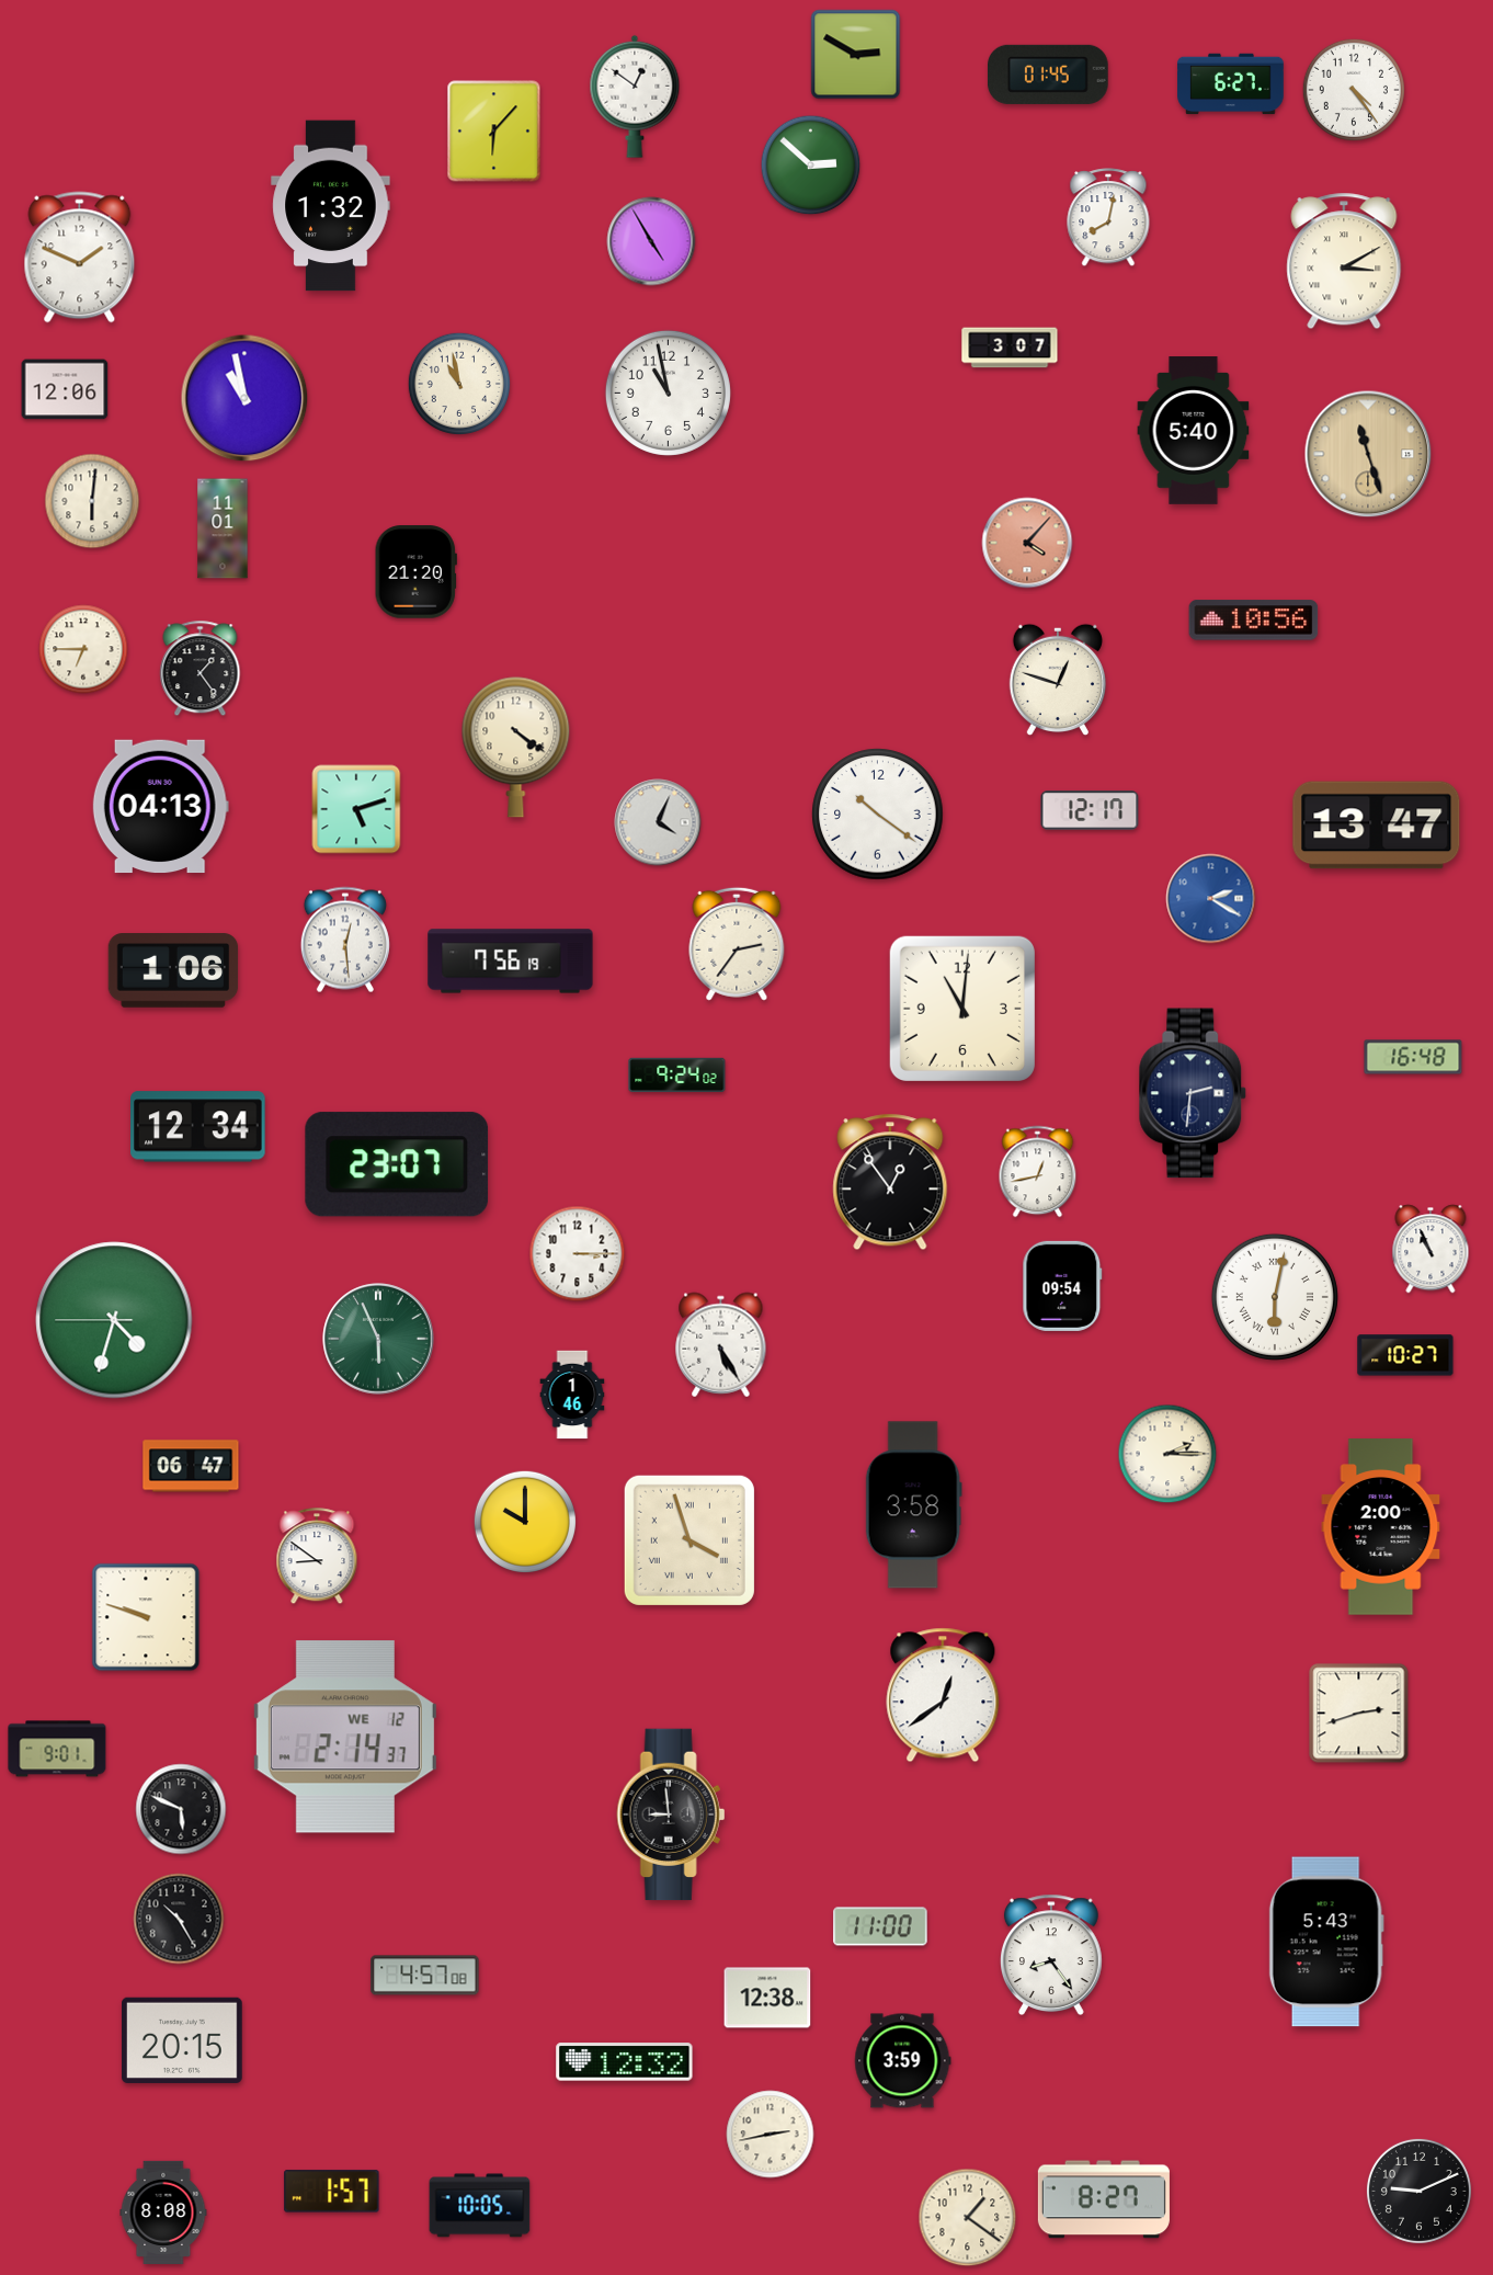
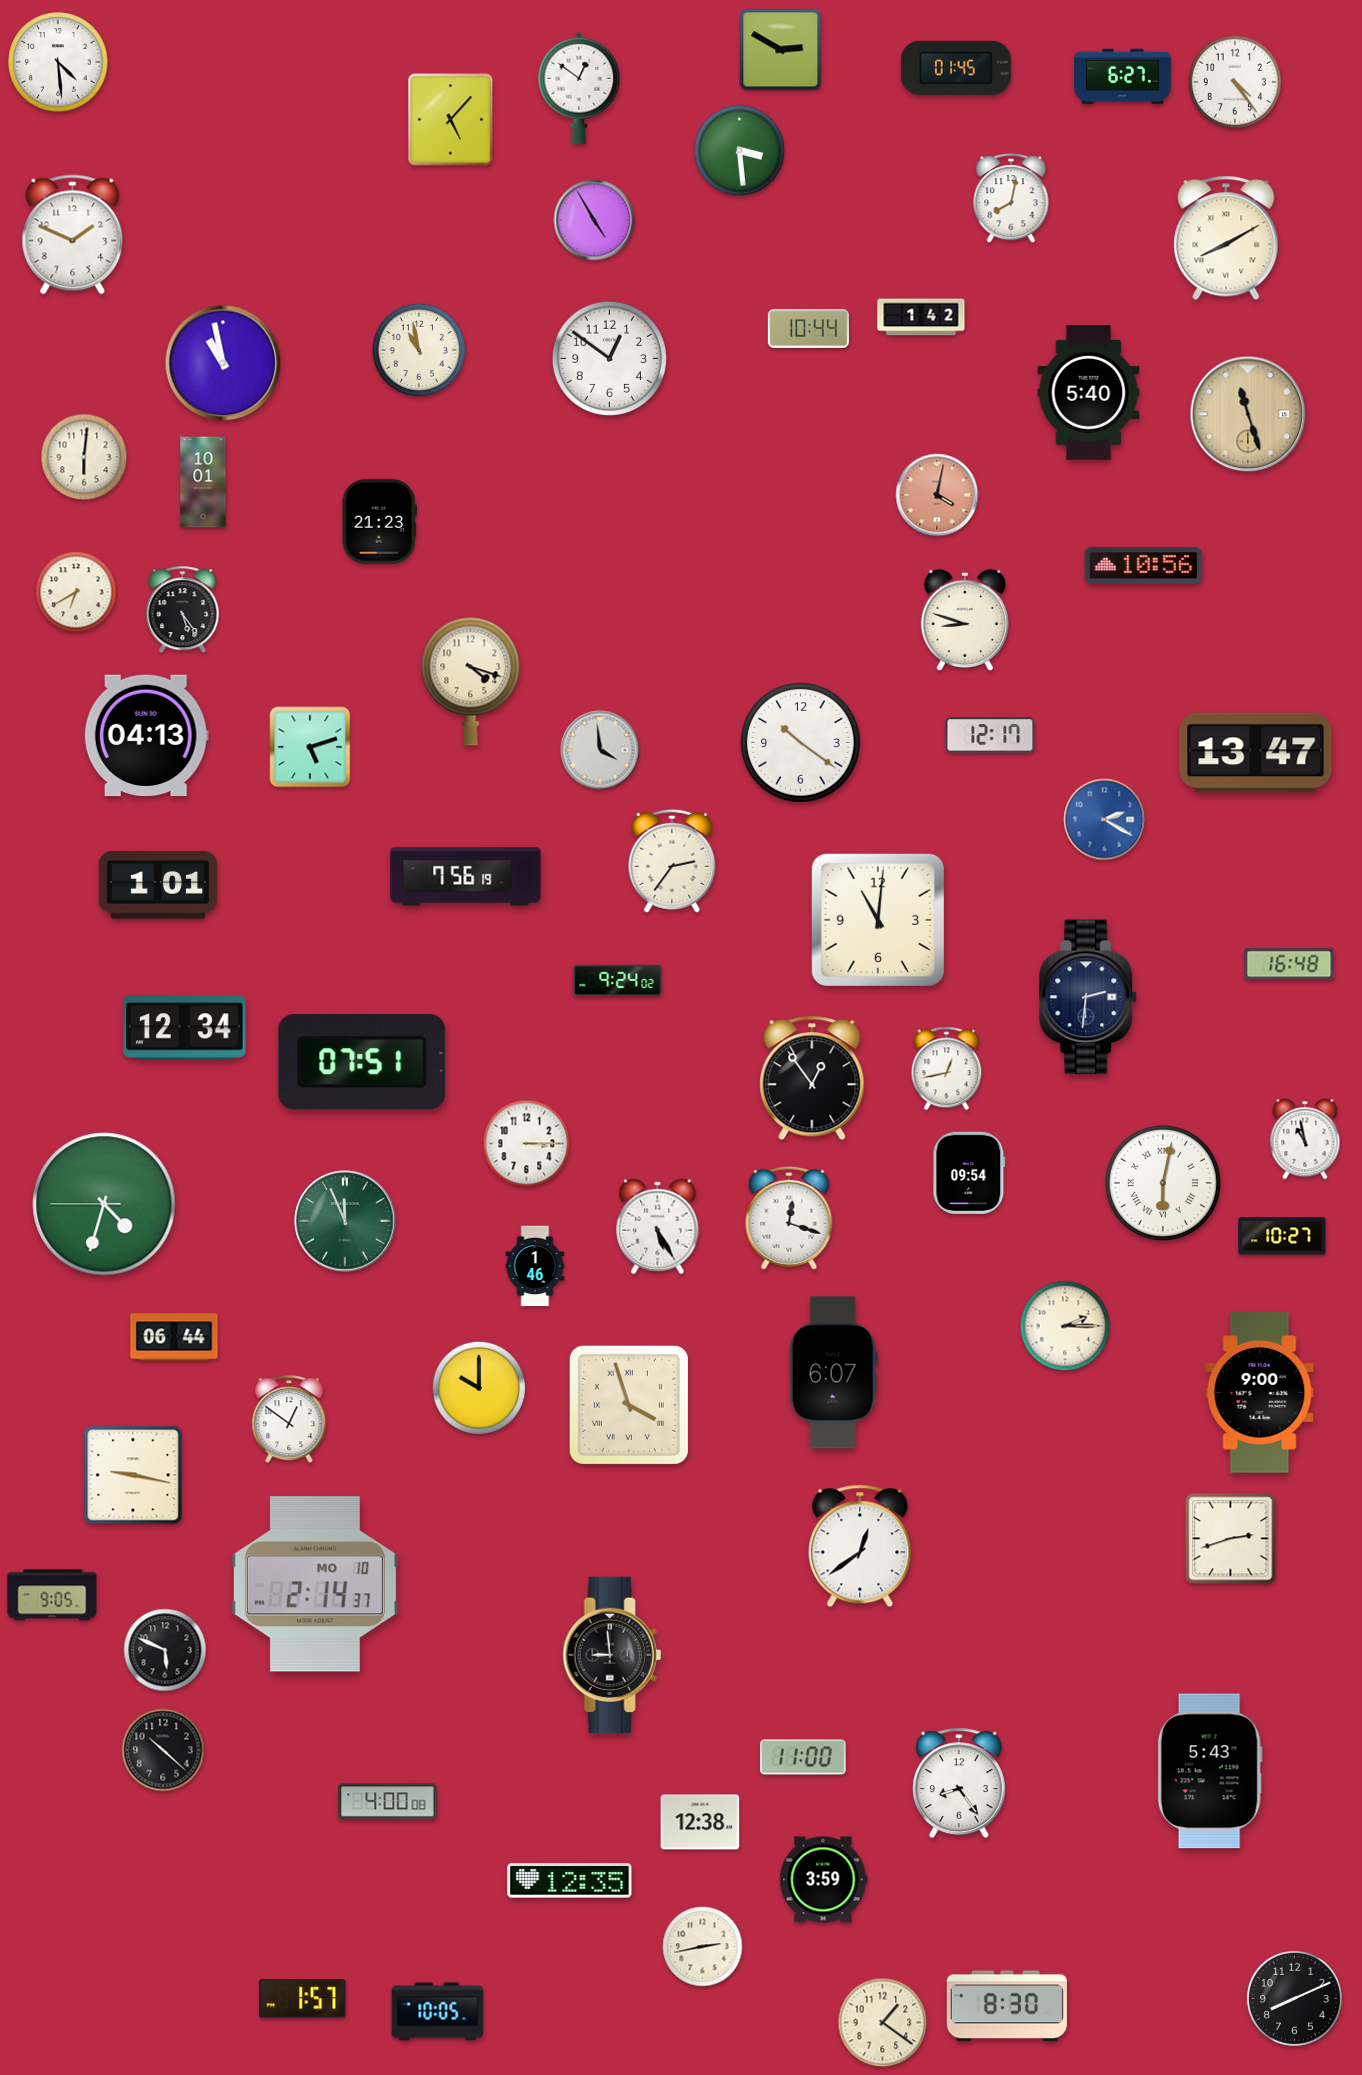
clock at (58, 62): none -> 4:29
clock at (494, 132): 6:07 -> 5:07
clock at (811, 166): 2:52 -> 3:29
clock at (331, 206): 1:32 -> none
clock at (1344, 261): 3:10 -> 8:10
clock at (1010, 348): 3:07 -> 1:42
clock at (808, 328): none -> 10:44
clock at (65, 389): 12:06 -> none
clock at (668, 393): 10:58 -> 12:51
clock at (223, 528): 11:01 -> 10:01
clock at (1027, 543): 4:07 -> 4:02
clock at (415, 572): 21:20 -> 21:23
clock at (83, 649): 6:45 -> 6:40
clock at (201, 669): 1:24 -> 5:24
clock at (1058, 679): 12:48 -> 8:48
clock at (516, 747): 4:21 -> 4:18
clock at (356, 809) position: (356, 809) -> (310, 747)
clock at (1090, 810) position: (1090, 810) -> (990, 735)
clock at (658, 822): 4:04 -> 3:59
clock at (345, 940): 12:29 -> none
clock at (173, 970): 1:06 -> 1:01
clock at (198, 1127) position: (198, 1127) -> (185, 1028)
clock at (397, 1164): 23:07 -> 07:51
clock at (1431, 1249): 10:56 -> 10:58
clock at (789, 1218): none -> 12:18
clock at (378, 1339): 5:56 -> 11:56
clock at (572, 1395) position: (572, 1395) -> (535, 1266)
clock at (191, 1466): 06:47 -> 06:44
clock at (913, 1505): 3:58 -> 6:07
clock at (1381, 1527): 2:00 -> 9:00
clock at (317, 1557): 8:51 -> 12:51
clock at (146, 1617): 9:48 -> 9:17
clock at (1359, 1714) position: (1359, 1714) -> (1231, 1539)
clock at (345, 1737) date: WE 12 -> MO 10
clock at (57, 1749): 9:01 -> 9:05
clock at (179, 1919): 10:25 -> 10:22
clock at (425, 1976): 4:57 -> 4:00
clock at (183, 2040): 20:15 -> none
clock at (625, 2062): 12:32 -> 12:35
clock at (1418, 2191): 9:11 -> 8:11
clock at (1104, 2199): 8:27 -> 8:30
clock at (163, 2211): 8:08 -> none
